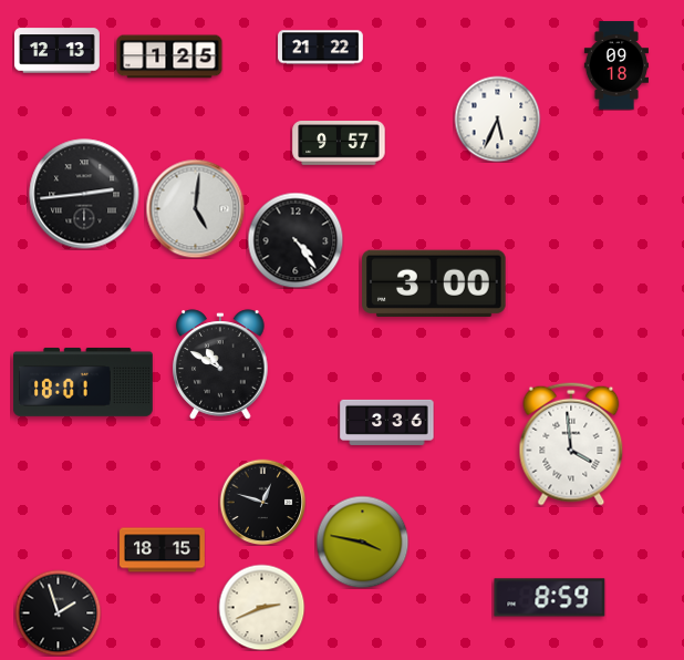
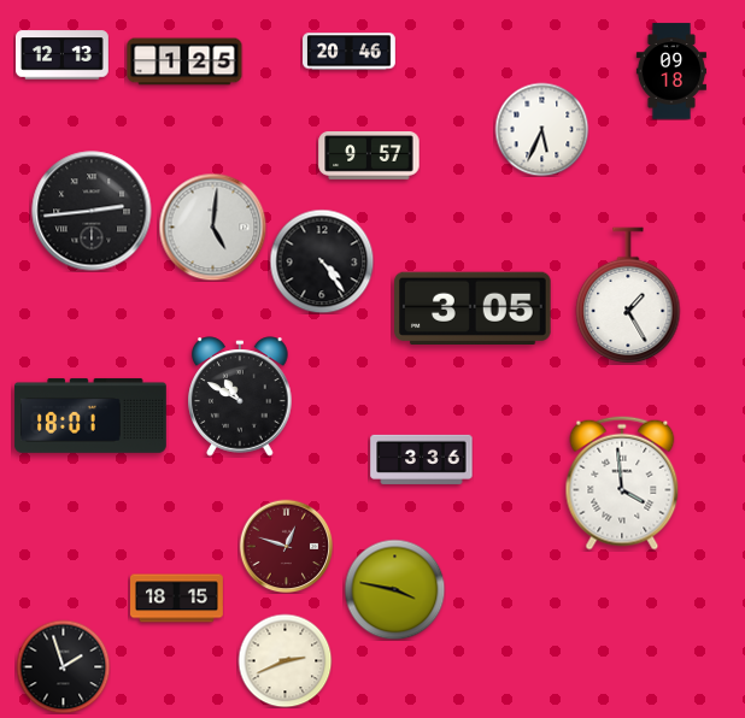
clock at (321, 48): 21:22 -> 20:46
clock at (628, 295): none -> 1:25
clock at (434, 282): 3:00 -> 3:05
clock at (262, 502) dial: black -> burgundy
clock at (550, 598): 8:59 -> none
